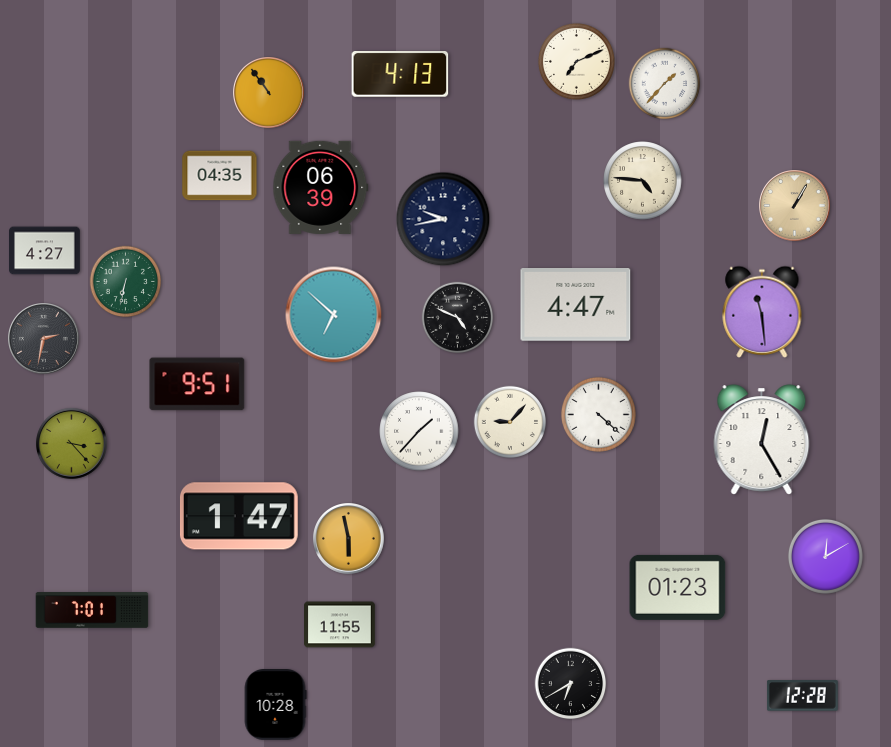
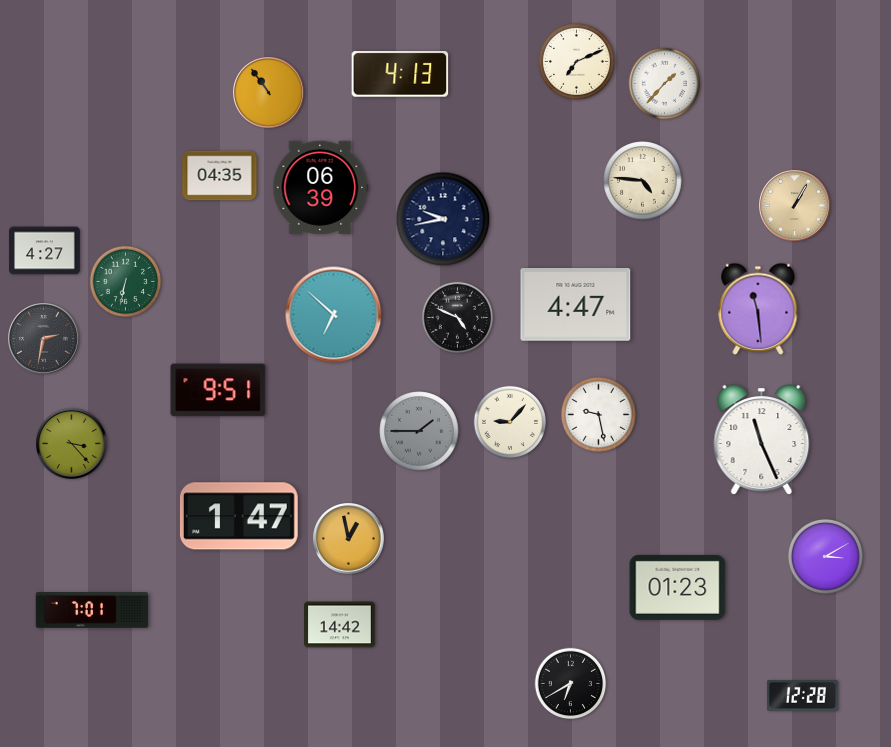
clock at (762, 312) position: (762, 312) -> (758, 309)
clock at (197, 384) position: (197, 384) -> (218, 390)
clock at (598, 414): 4:22 -> 9:28
clock at (419, 431): 1:37 -> 1:45
clock at (419, 431) dial: white -> grey
clock at (762, 440): 12:25 -> 11:26
clock at (349, 539): 5:58 -> 12:58
clock at (825, 556): 12:10 -> 3:10
clock at (340, 625): 11:55 -> 14:42
clock at (275, 705): 10:28 -> none
